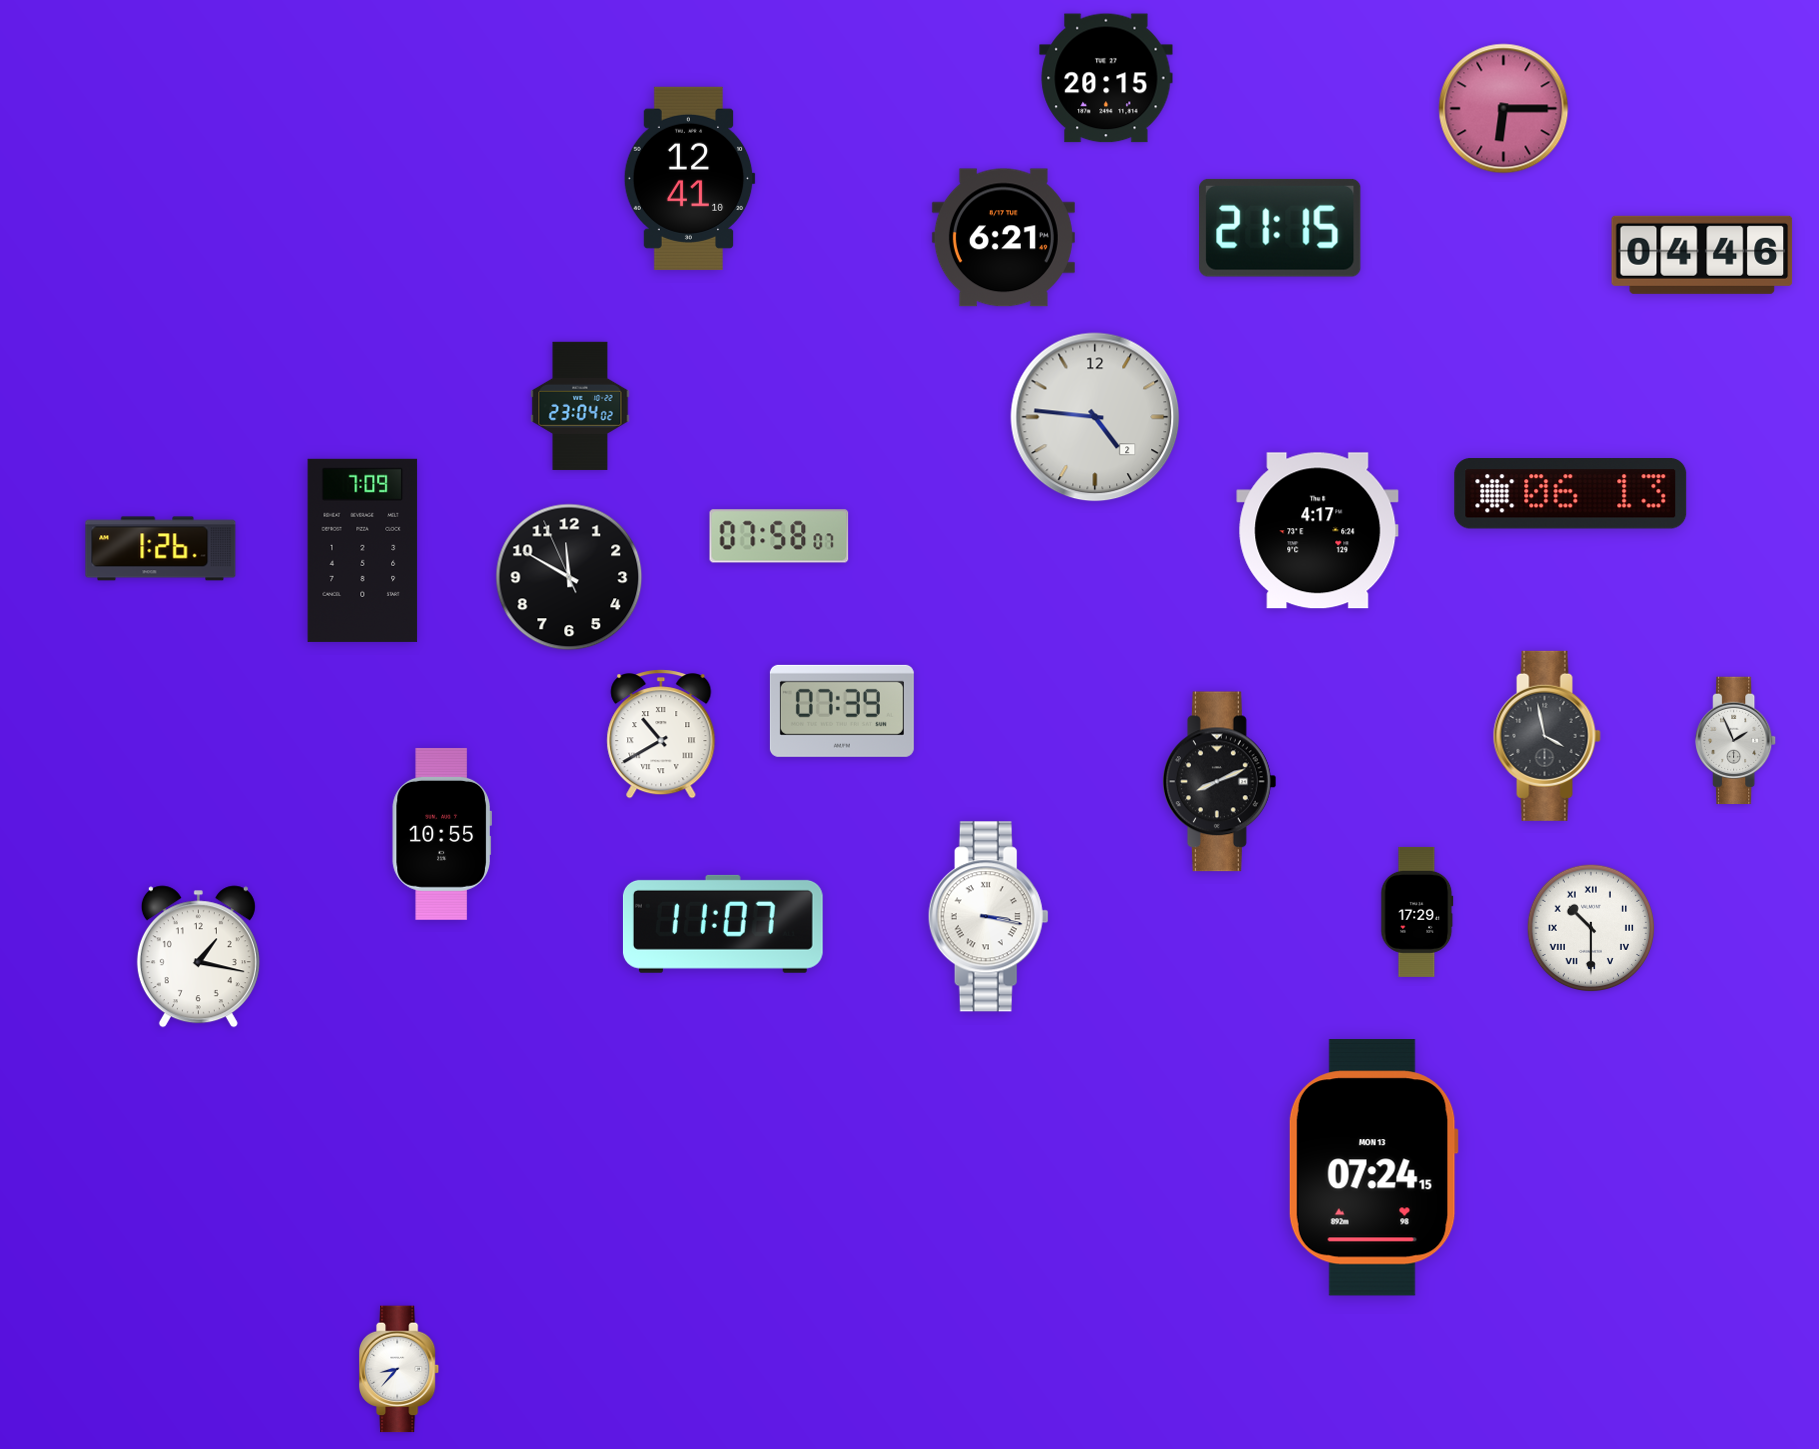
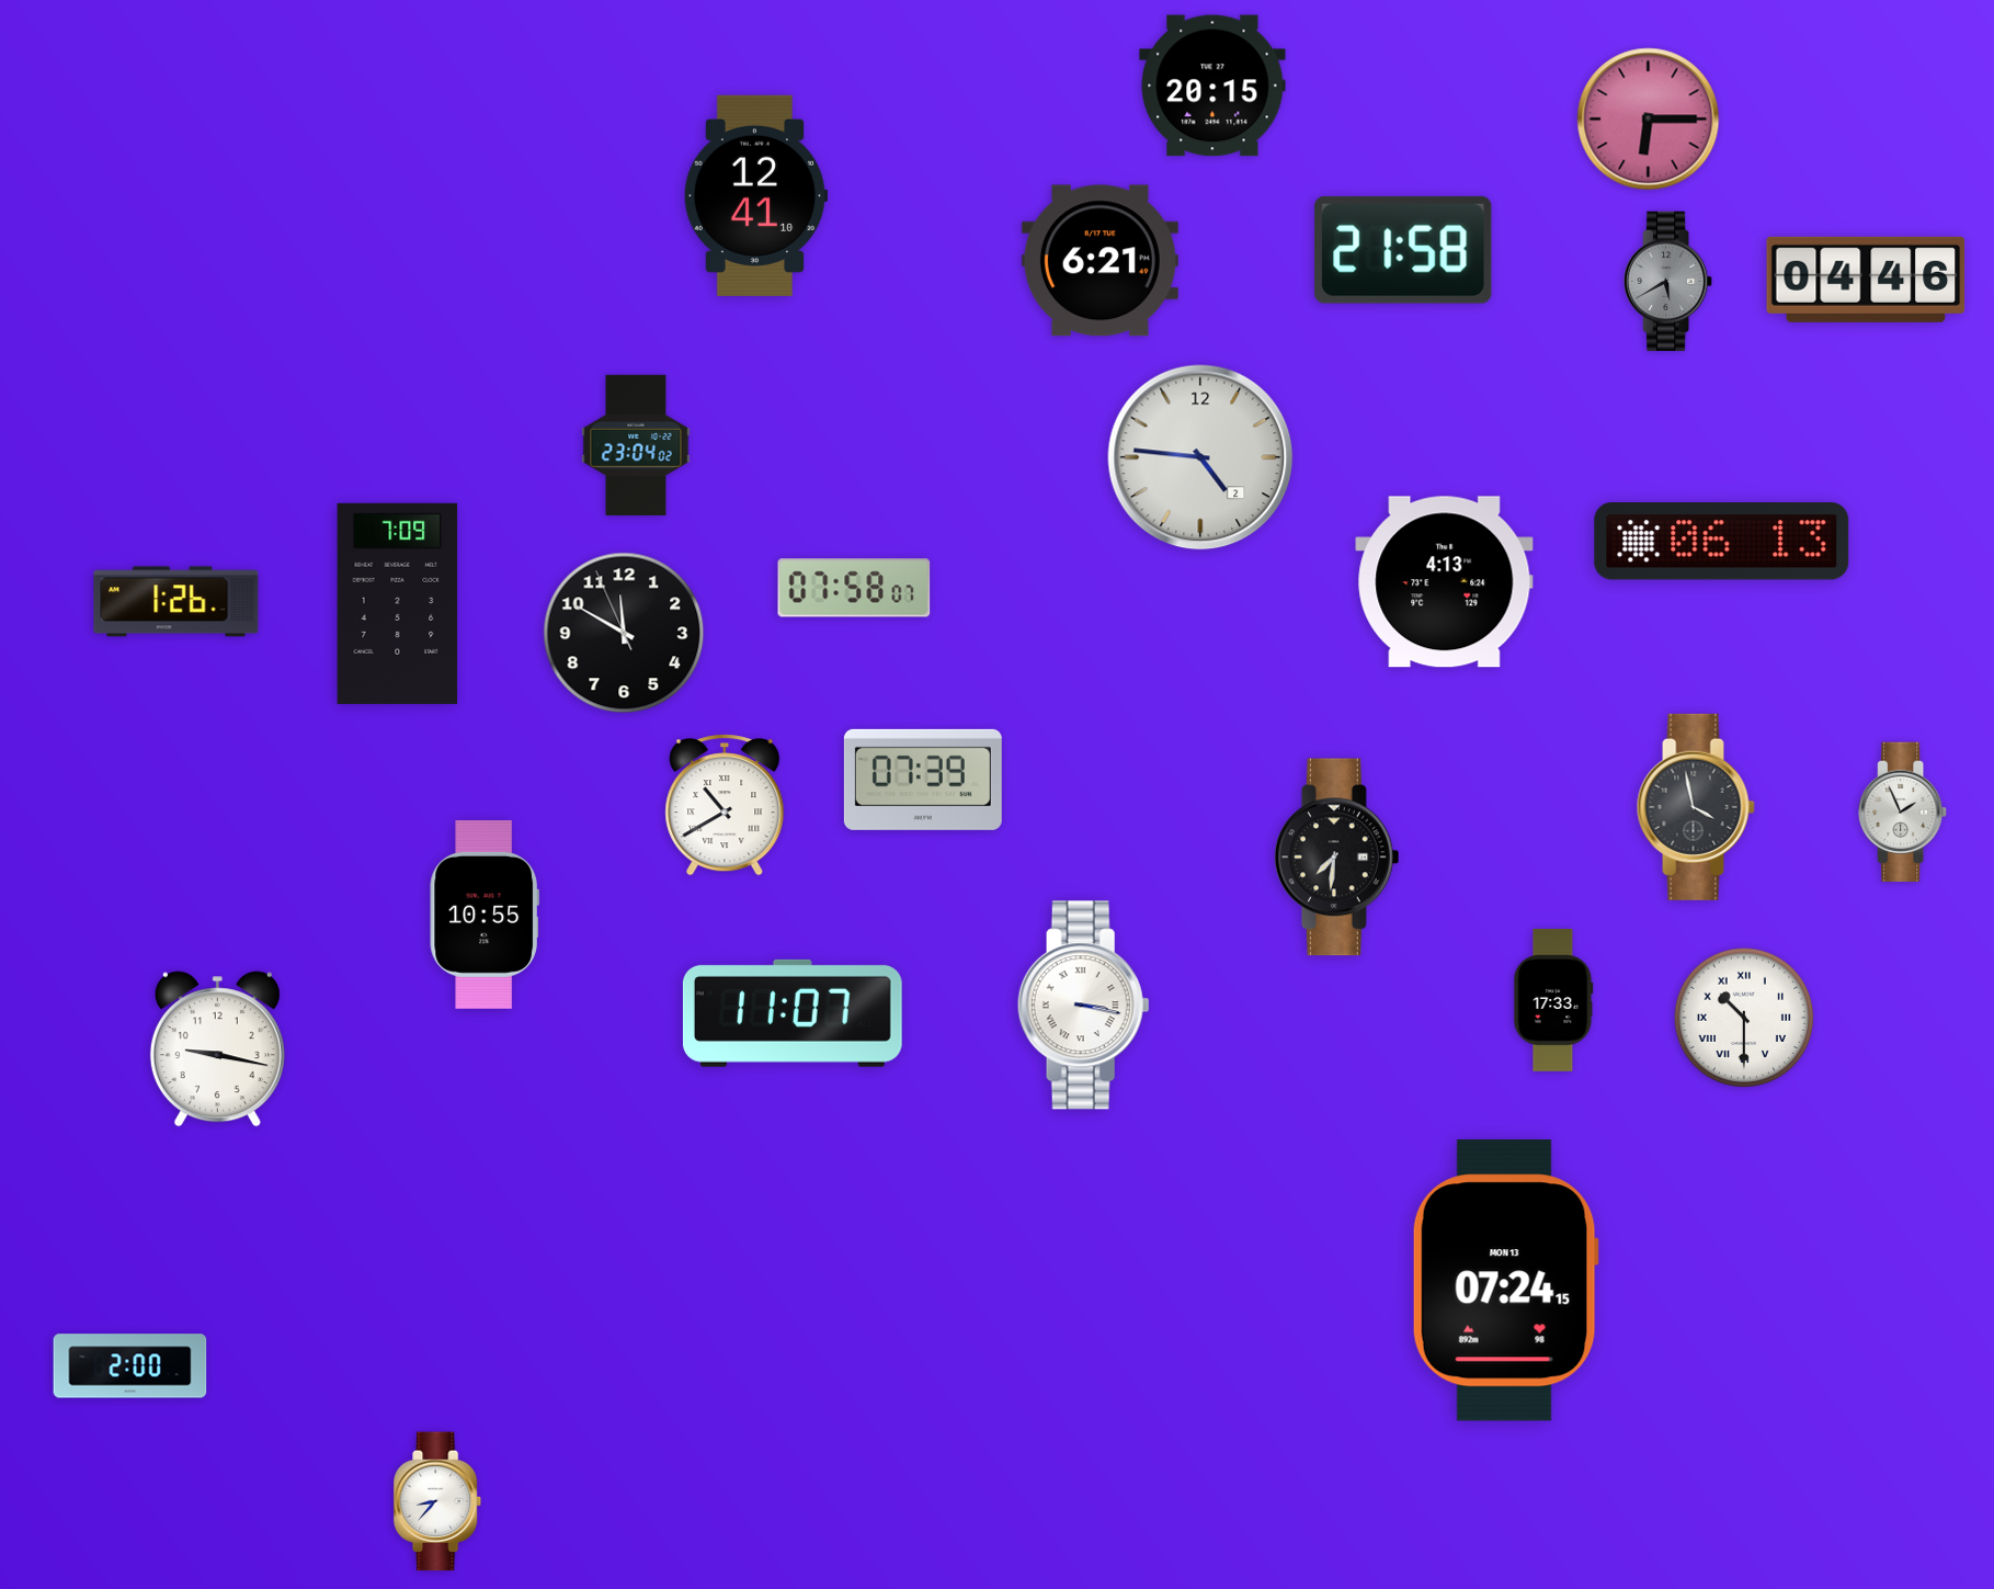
clock at (1280, 228): 21:15 -> 21:58
clock at (1668, 282): none -> 5:40
clock at (1318, 531): 4:17 -> 4:13
clock at (1219, 782): 8:11 -> 7:31
clock at (1417, 912): 17:29 -> 17:33
clock at (198, 957): 1:17 -> 9:17
clock at (130, 1366): none -> 2:00
